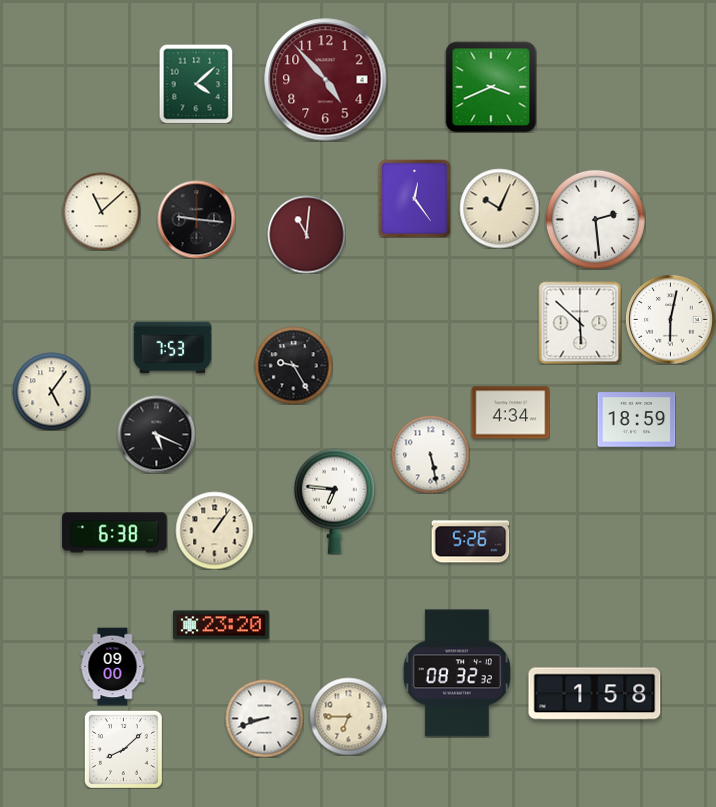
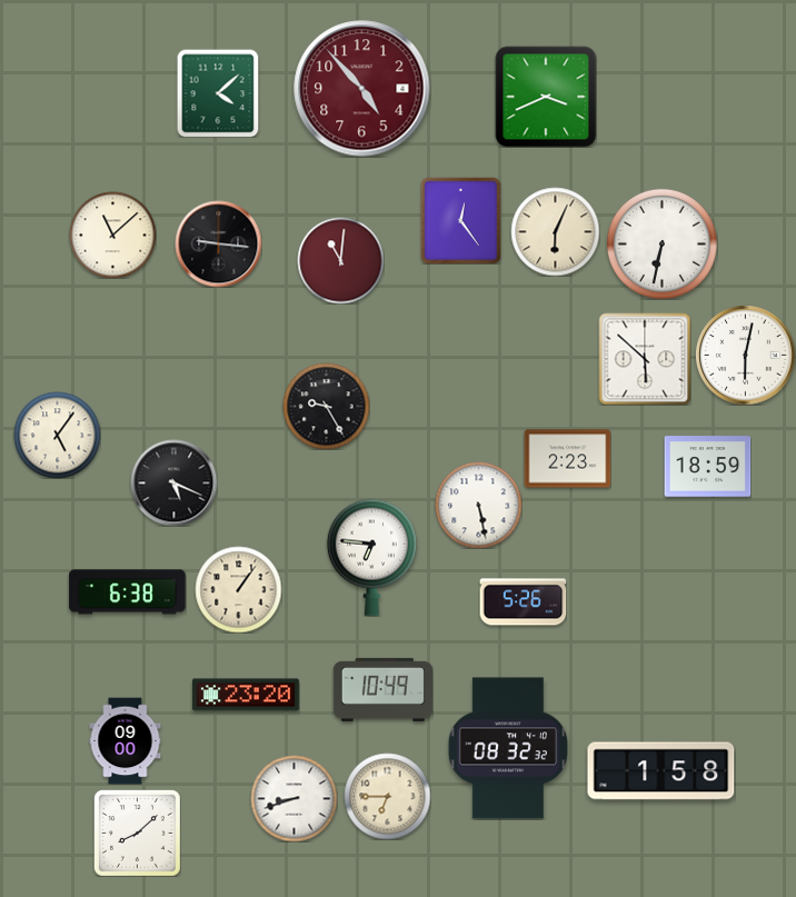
clock at (499, 208): 10:04 -> 6:04
clock at (595, 219): 2:29 -> 6:32
clock at (172, 348): 7:53 -> none
clock at (510, 413): 4:34 -> 2:23
clock at (382, 689): none -> 10:49
